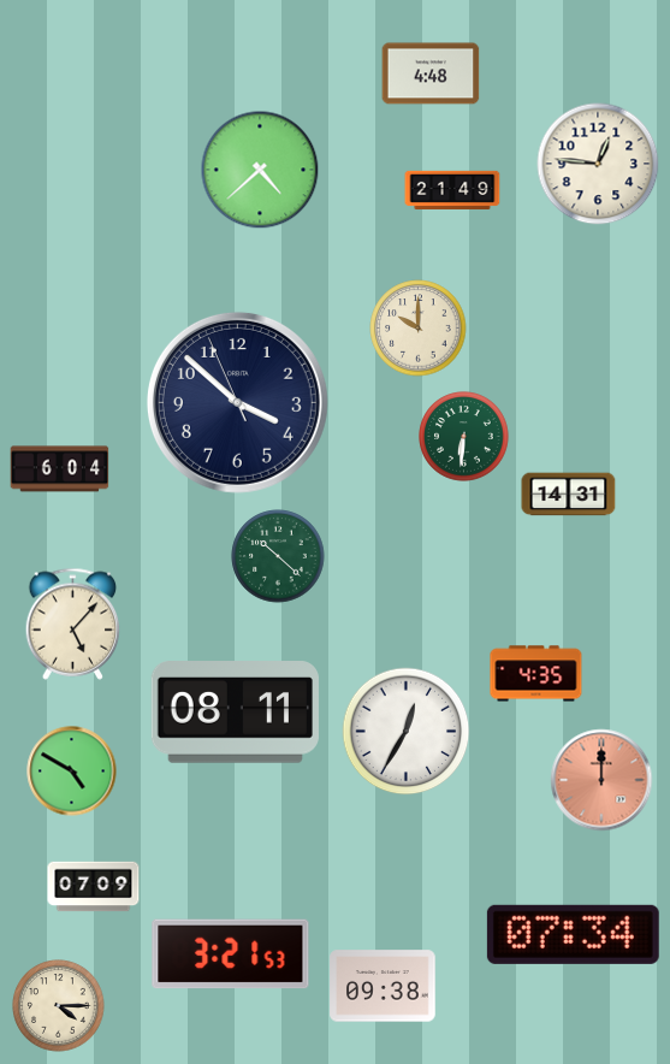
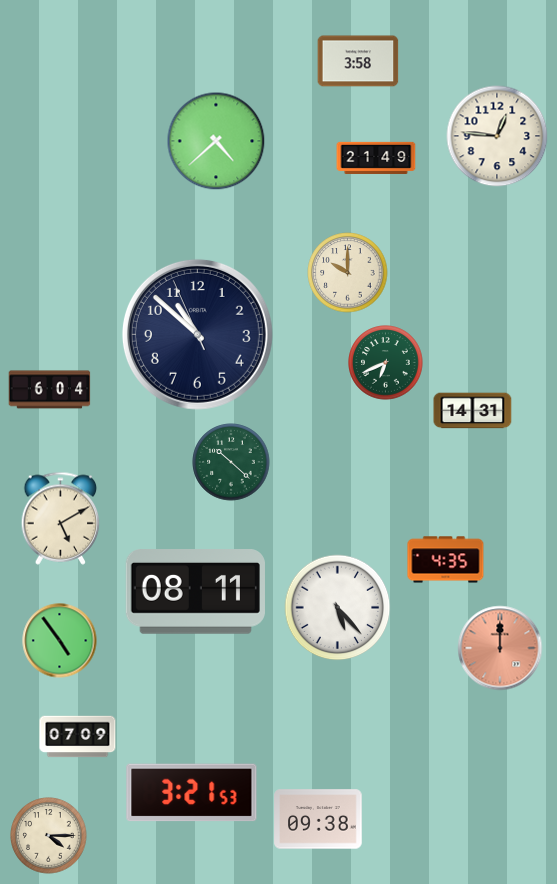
clock at (431, 73): 4:48 -> 3:58
clock at (237, 402): 3:51 -> 10:51
clock at (464, 437): 6:31 -> 6:41
clock at (73, 623): 5:07 -> 5:10
clock at (407, 732): 12:35 -> 5:23
clock at (72, 772): 4:50 -> 4:54
clock at (573, 934): 07:34 -> none
